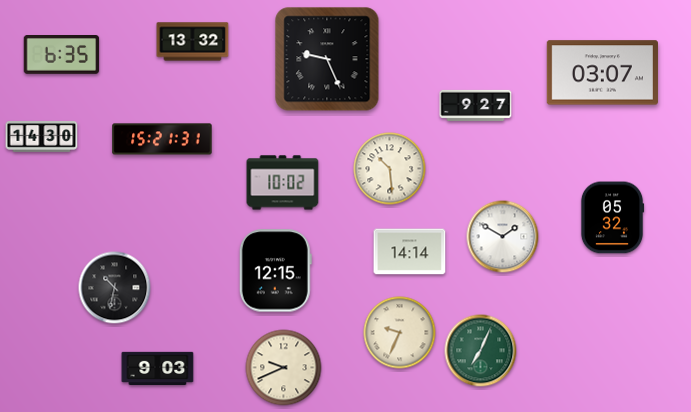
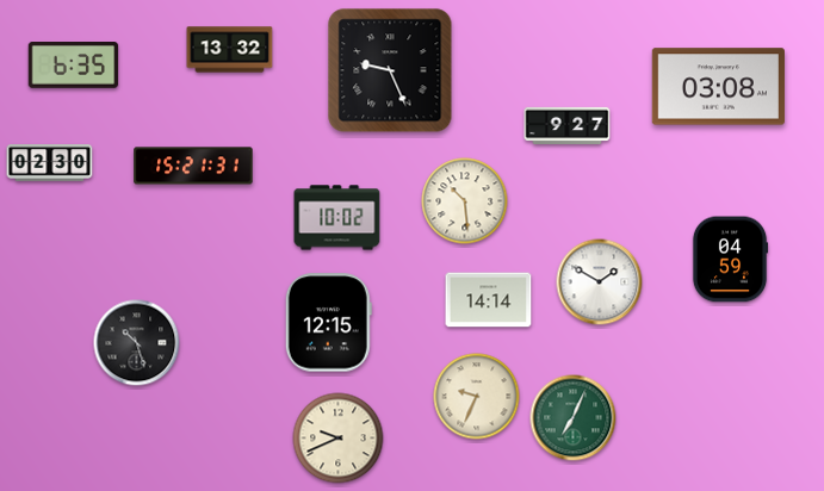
clock at (602, 73): 03:07 -> 03:08
clock at (42, 137): 14:30 -> 02:30
clock at (612, 218): 05:32 -> 04:59
clock at (115, 288): 10:32 -> 10:27
clock at (158, 369): 9:03 -> none
